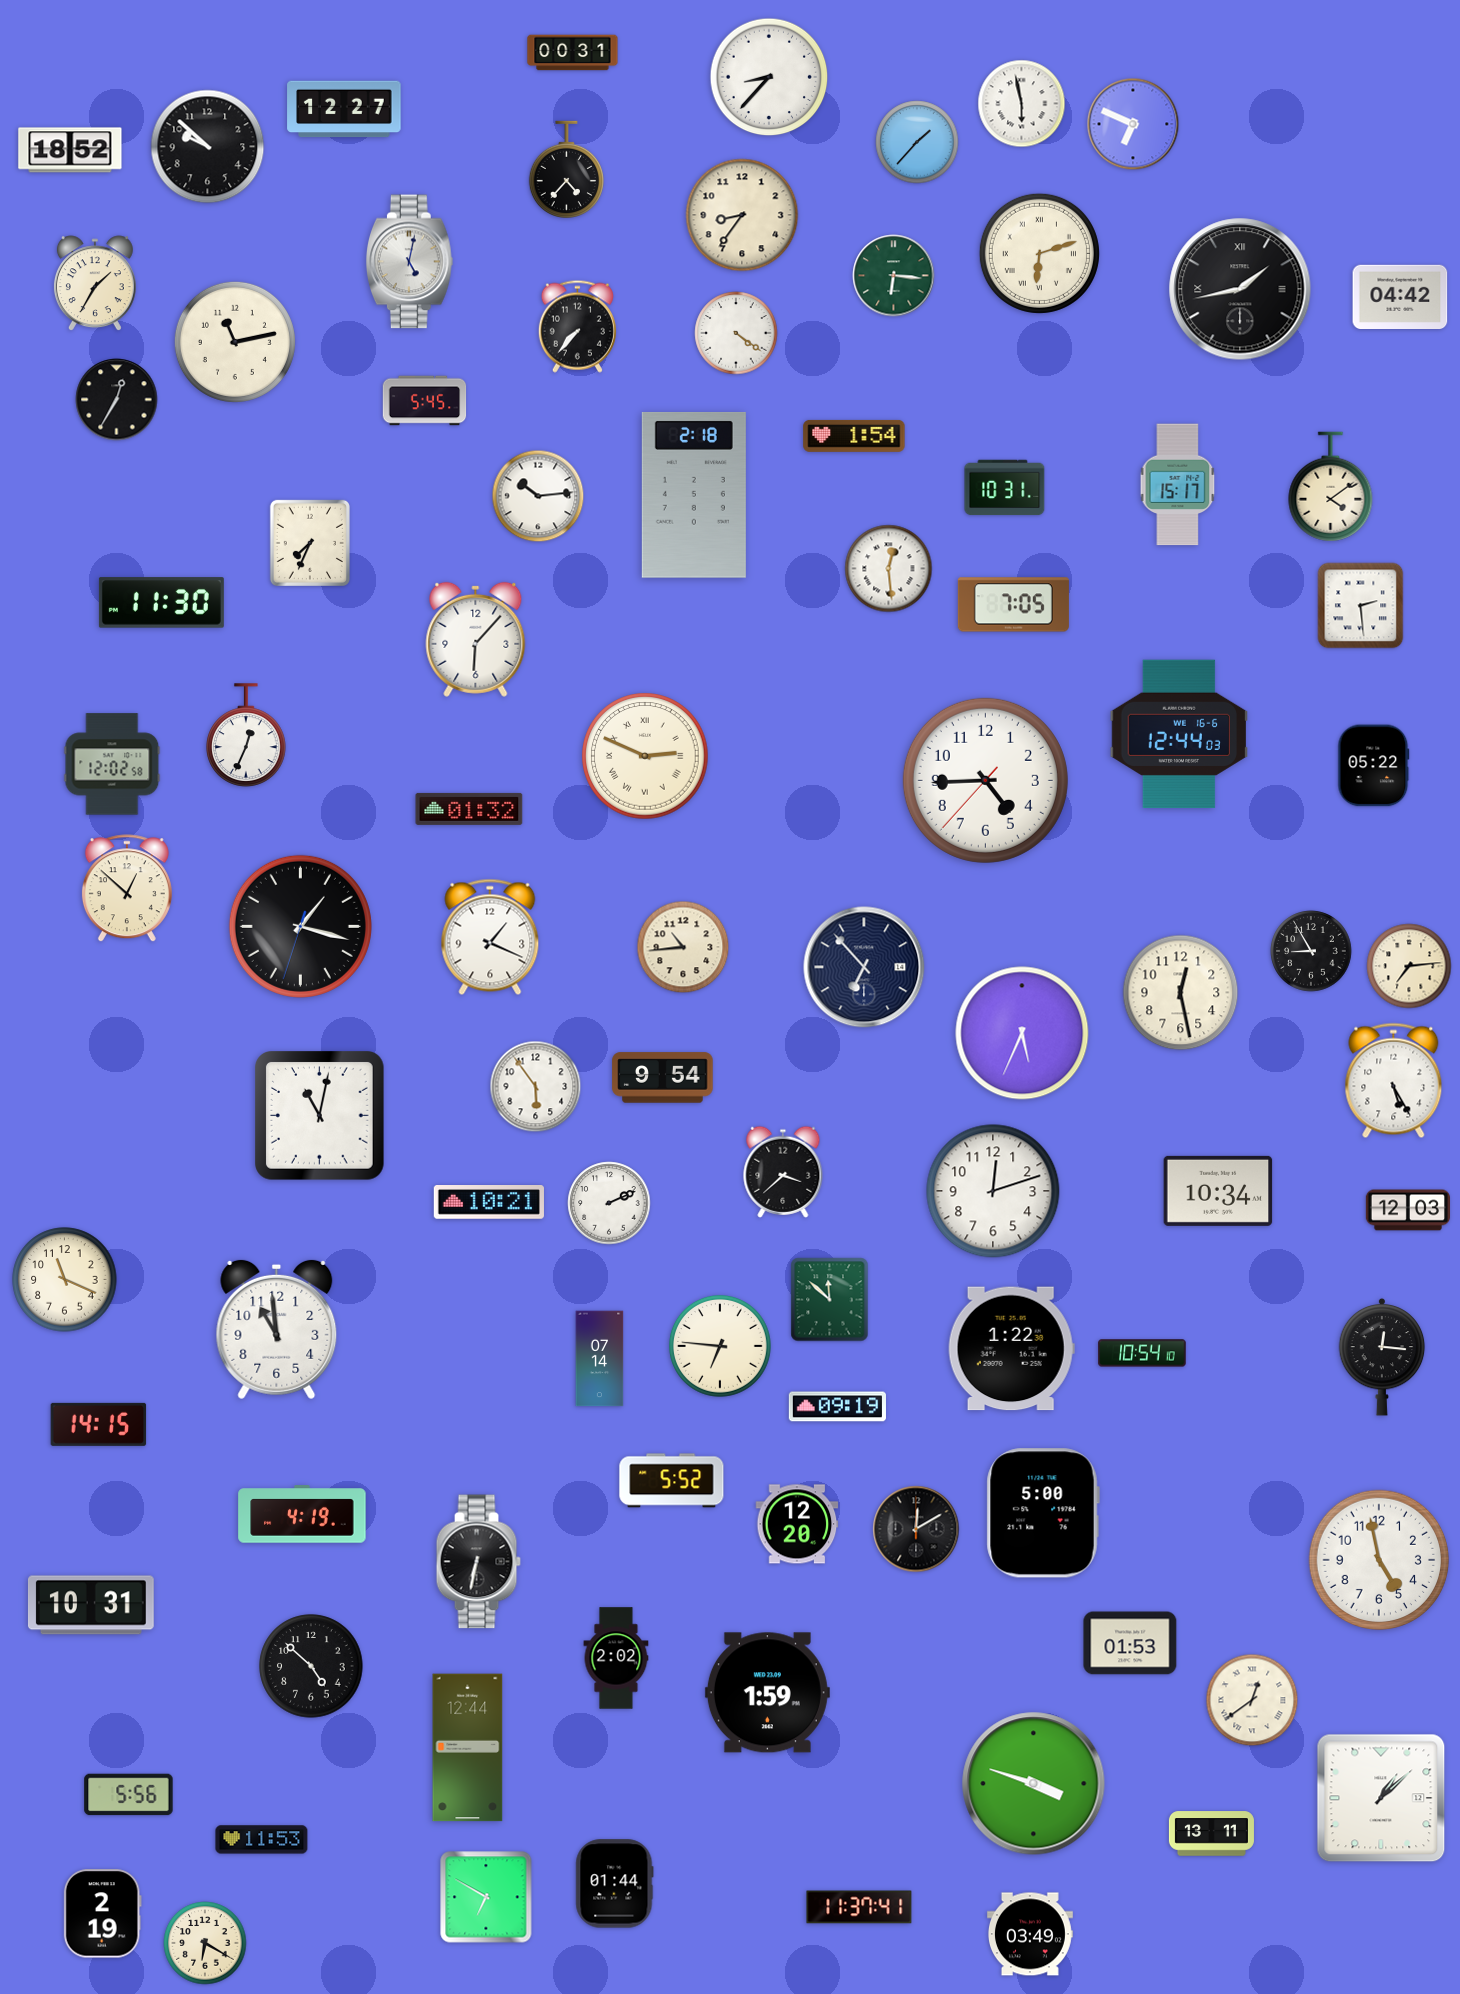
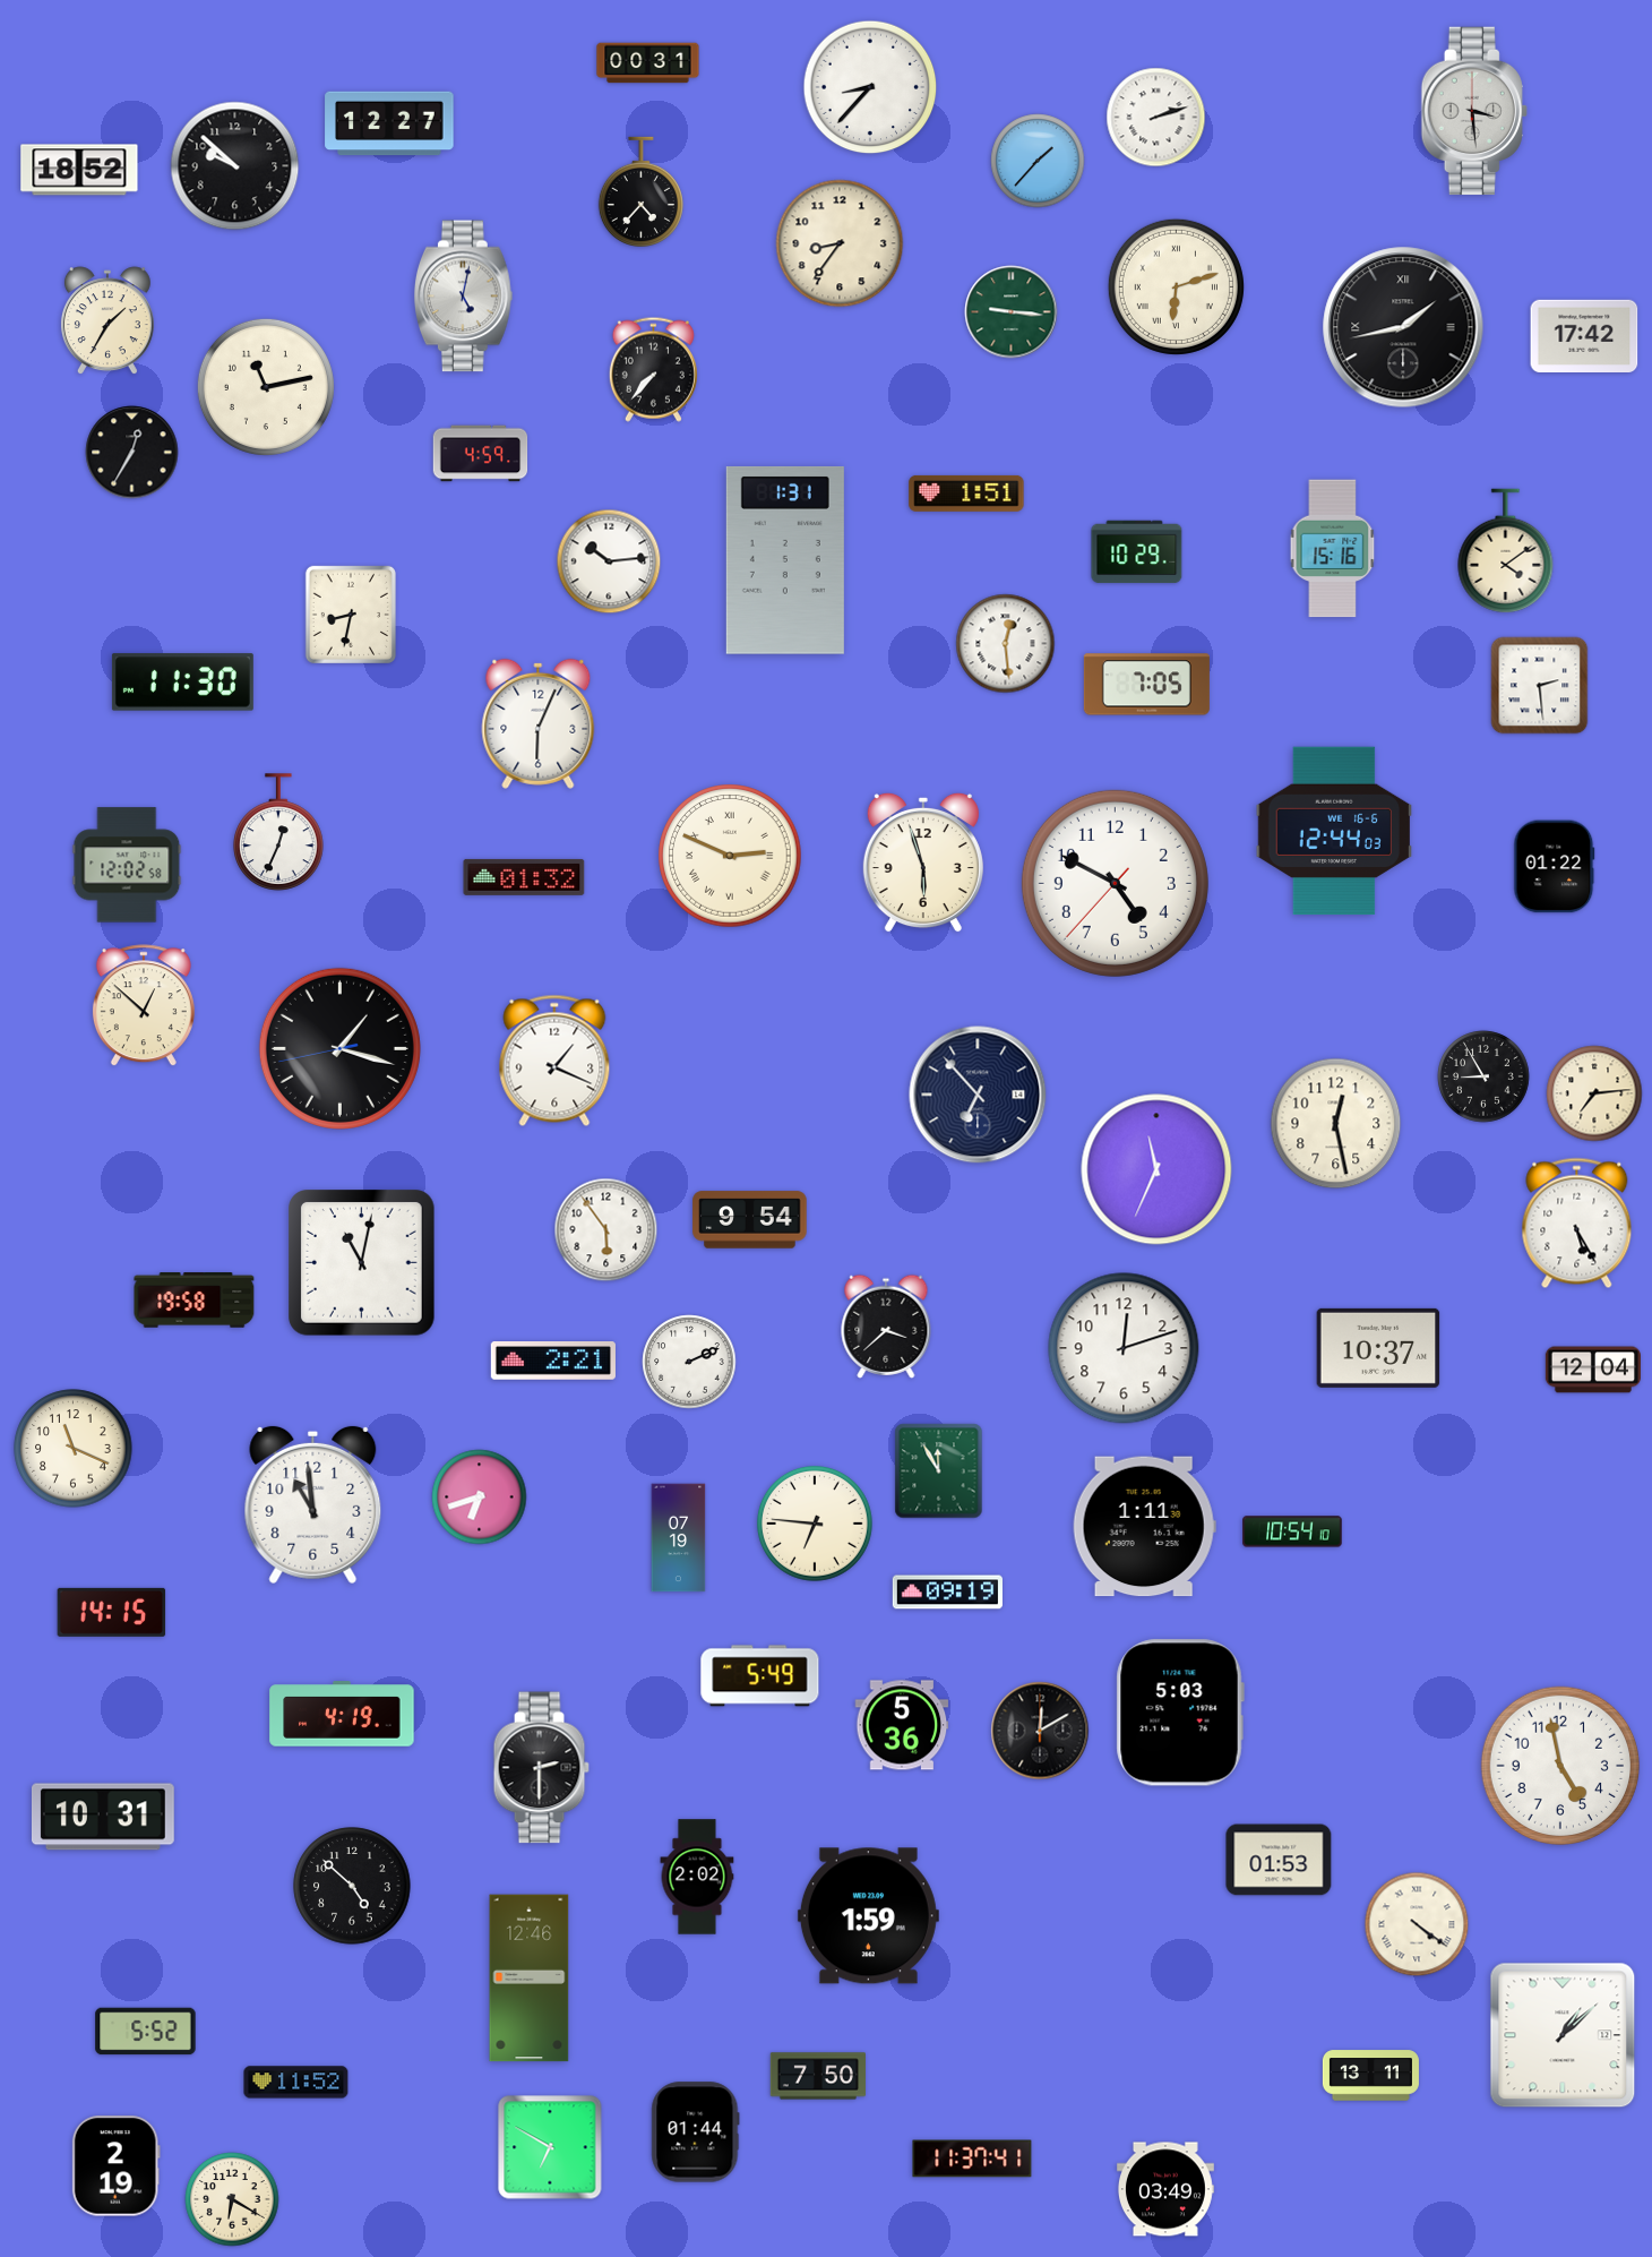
clock at (573, 53) position: (573, 53) -> (648, 63)
clock at (1474, 111): none -> 3:29
clock at (1022, 104): 5:58 -> 2:12
clock at (1133, 124): 6:49 -> none
clock at (894, 276): 6:16 -> 9:16
clock at (1400, 296): 04:42 -> 17:42
clock at (736, 333): 4:21 -> none
clock at (425, 401): 5:45 -> 4:59
clock at (854, 436): 1:54 -> 1:51
clock at (1178, 485): 15:17 -> 15:16
clock at (1005, 488): 10:31 -> 10:29
clock at (694, 495): 2:18 -> 1:31
clock at (310, 543): 7:34 -> 8:32
clock at (476, 639): 6:07 -> 6:04
clock at (923, 863): none -> 5:57
clock at (1374, 766): 05:22 -> 01:22
clock at (985, 780): 4:44 -> 4:49
clock at (469, 809) position: (469, 809) -> (524, 877)
clock at (300, 926): 1:17:33 -> 1:17:43
clock at (683, 947): 10:44 -> none
clock at (1022, 1033): 5:34 -> 11:34
clock at (195, 1301): none -> 19:58
clock at (1218, 1191): 10:34 -> 10:37
clock at (489, 1203): 10:21 -> 2:21
clock at (1407, 1210): 12:03 -> 12:04
clock at (830, 1300): 11:52 -> 11:55
clock at (480, 1497): none -> 6:42
clock at (1011, 1349): 1:22 -> 1:11
clock at (1382, 1357): 12:16 -> none
clock at (600, 1359): 07:14 -> 07:19
clock at (672, 1481): 5:52 -> 5:49
clock at (1043, 1513): 5:00 -> 5:03
clock at (797, 1524): 12:20 -> 5:36
clock at (916, 1529) position: (916, 1529) -> (1040, 1731)
clock at (478, 1562): 6:32 -> 2:30
clock at (1252, 1700): 12:39 -> 4:21
clock at (468, 1748): 12:44 -> 12:46
clock at (1034, 1784): 3:48 -> none
clock at (129, 1795): 5:56 -> 5:52
clock at (818, 2076): none -> 7:50
clock at (262, 1840): 11:53 -> 11:52
